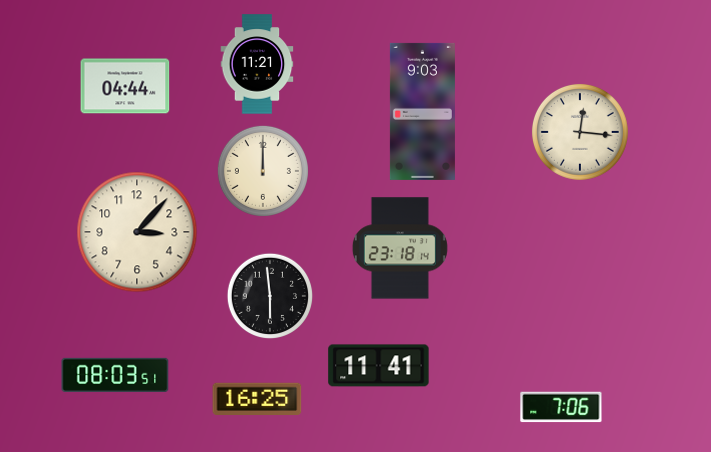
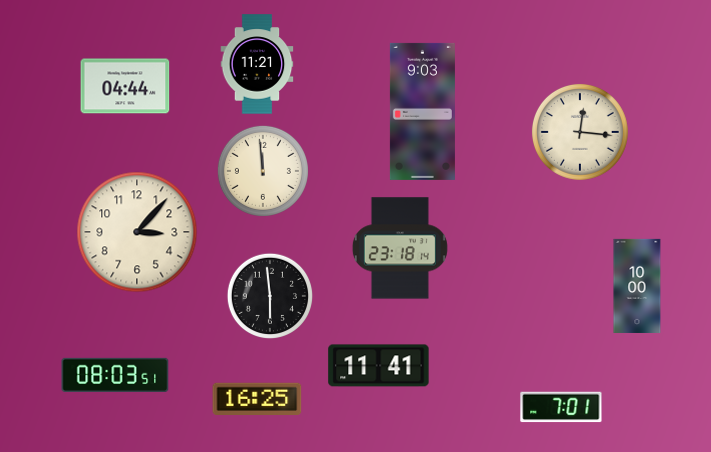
clock at (263, 171): 12:00 -> 11:59
clock at (637, 286): none -> 10:00
clock at (561, 407): 7:06 -> 7:01
